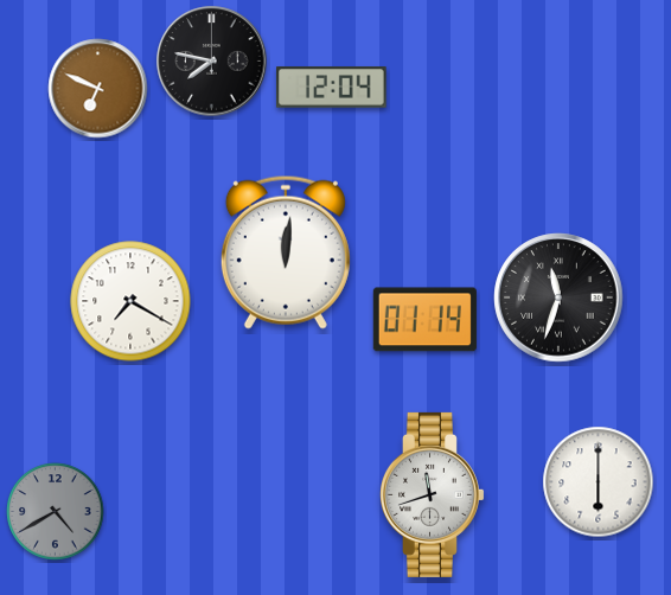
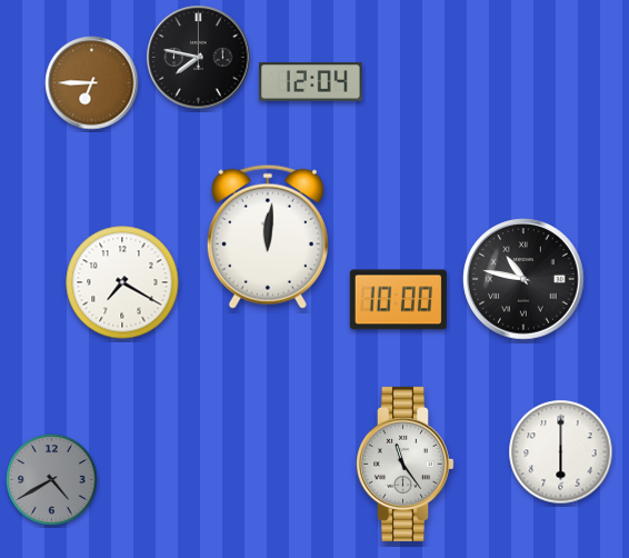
clock at (98, 89): 6:49 -> 6:45
clock at (558, 297): 11:33 -> 10:47
clock at (424, 320): 01:14 -> 10:00
clock at (432, 494): 11:42 -> 11:24
